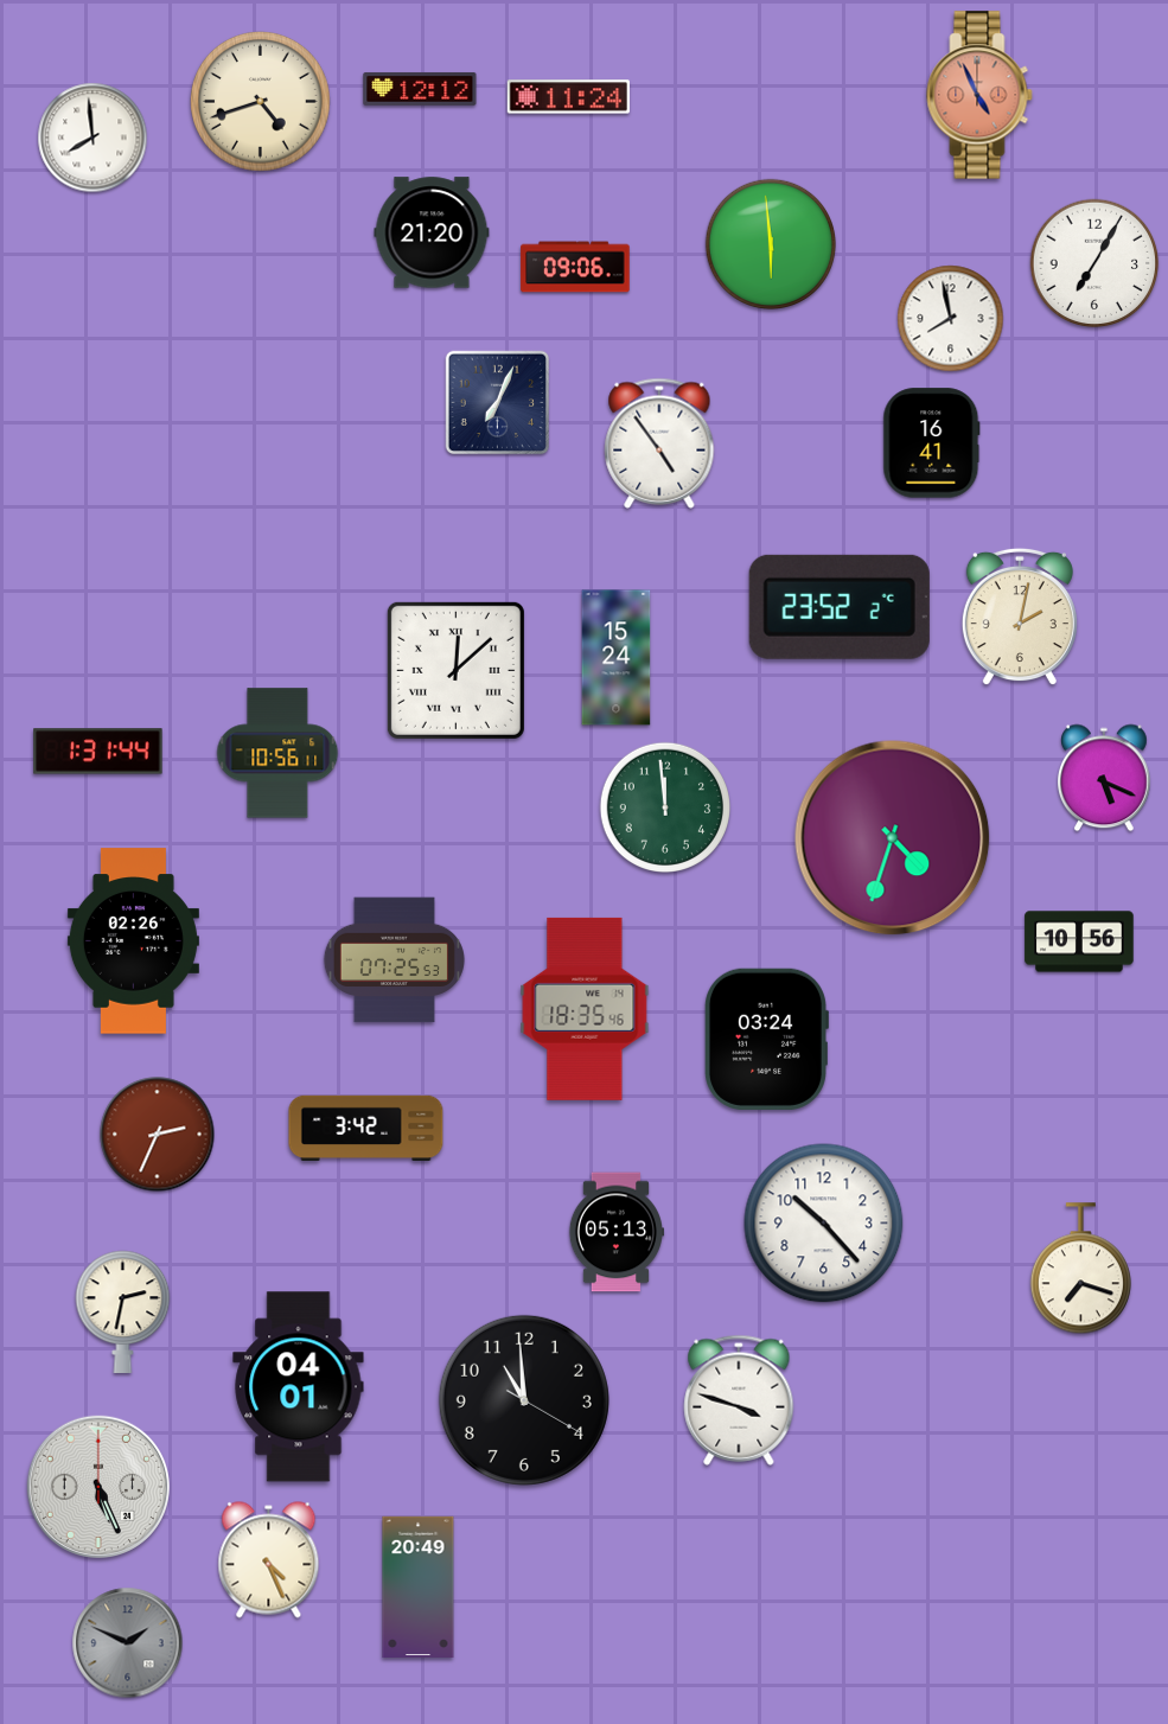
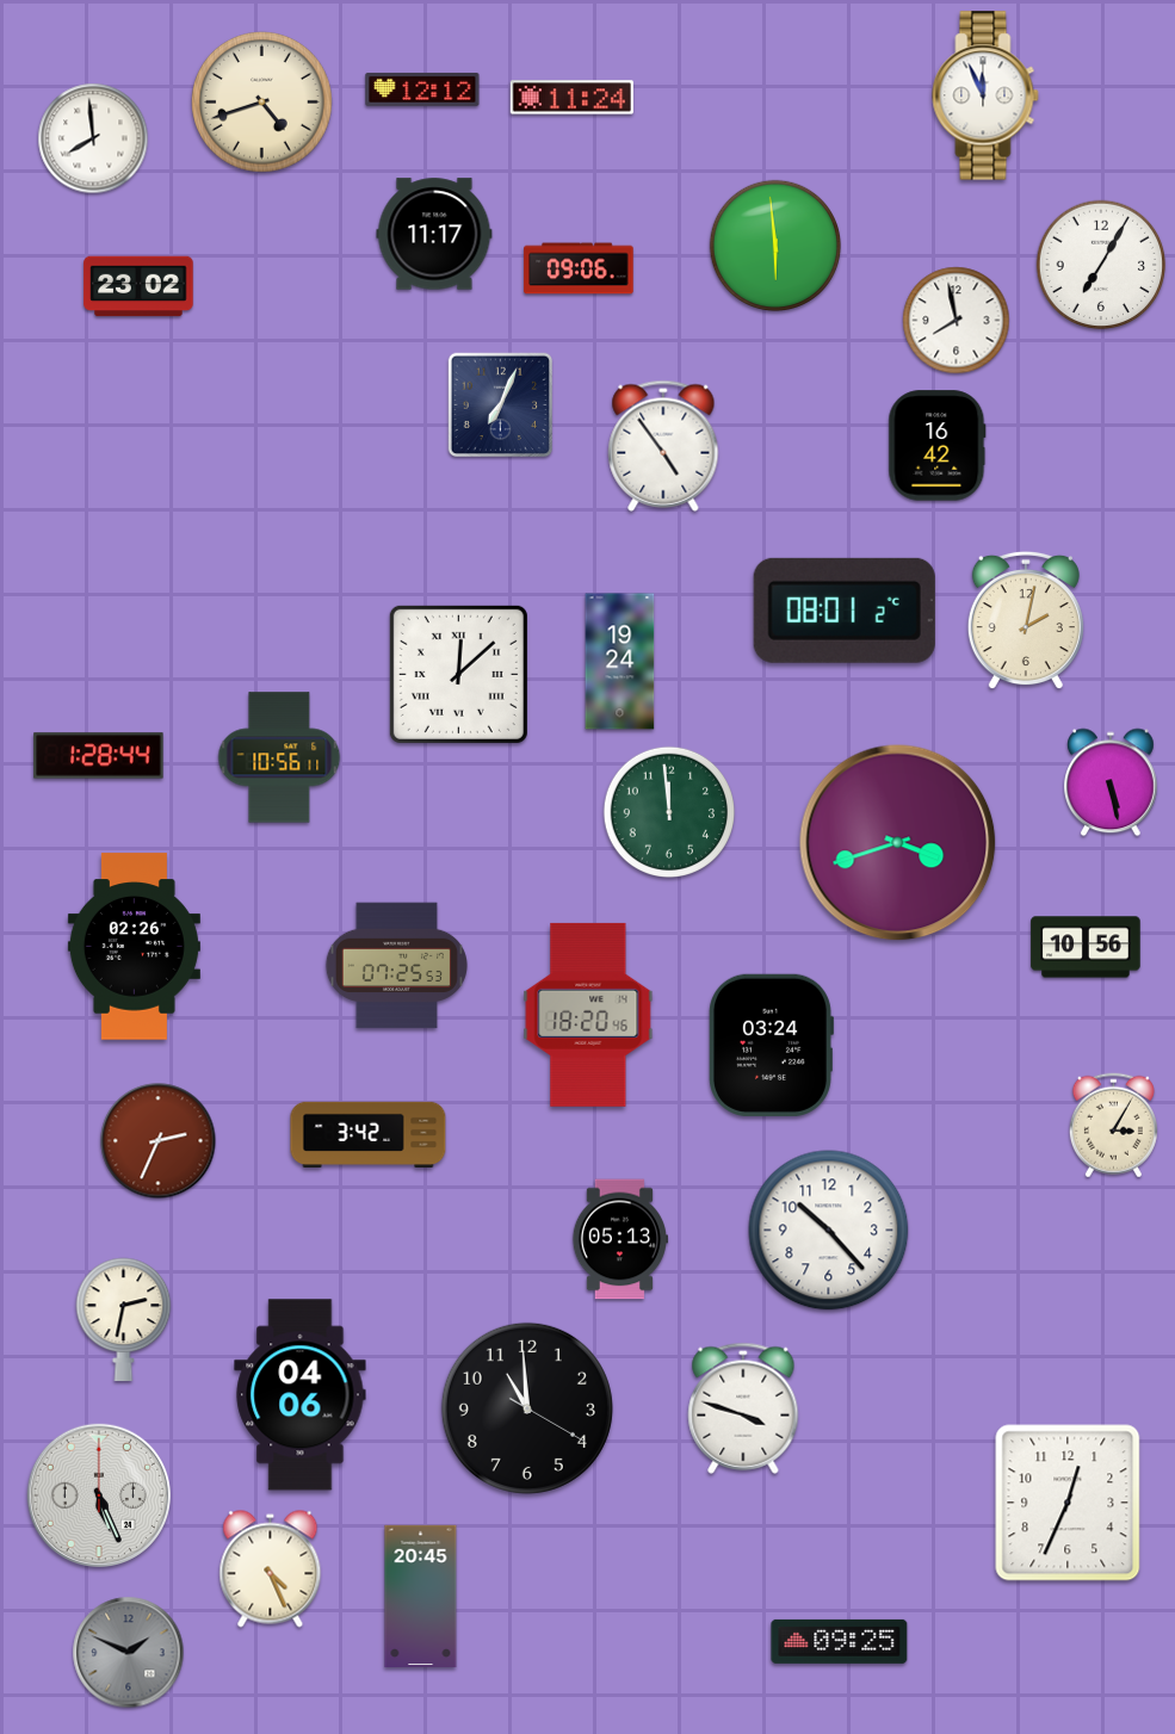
clock at (979, 95): 4:56 -> 11:56
clock at (979, 95) dial: salmon -> white
clock at (432, 232): 21:20 -> 11:17
clock at (138, 286): none -> 23:02
clock at (932, 443): 16:41 -> 16:42
clock at (840, 607): 23:52 -> 08:01
clock at (617, 658): 15:24 -> 19:24
clock at (98, 752): 1:31 -> 1:28
clock at (1105, 778): 5:19 -> 5:28
clock at (893, 838): 4:33 -> 3:42
clock at (585, 1009): 18:35 -> 18:20
clock at (1113, 1126): none -> 3:05
clock at (1080, 1269): 7:18 -> none
clock at (299, 1387): 04:01 -> 04:06
clock at (1068, 1503): none -> 12:34
clock at (419, 1586): 20:49 -> 20:45
clock at (840, 1641): none -> 09:25
